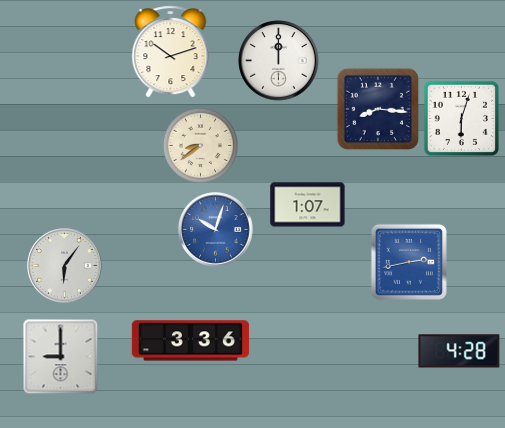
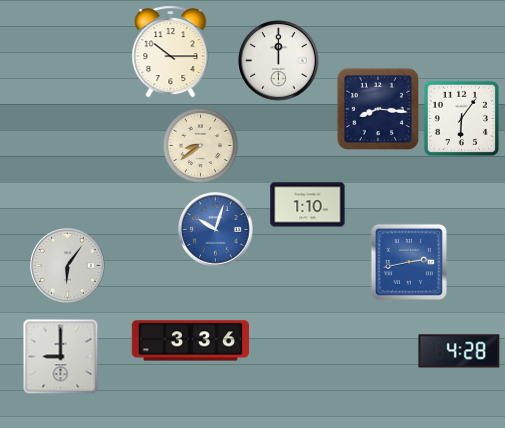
clock at (171, 52): 10:12 -> 10:15
clock at (461, 118): 6:03 -> 6:06
clock at (308, 205): 1:07 -> 1:10
clock at (65, 266) position: (65, 266) -> (68, 266)
